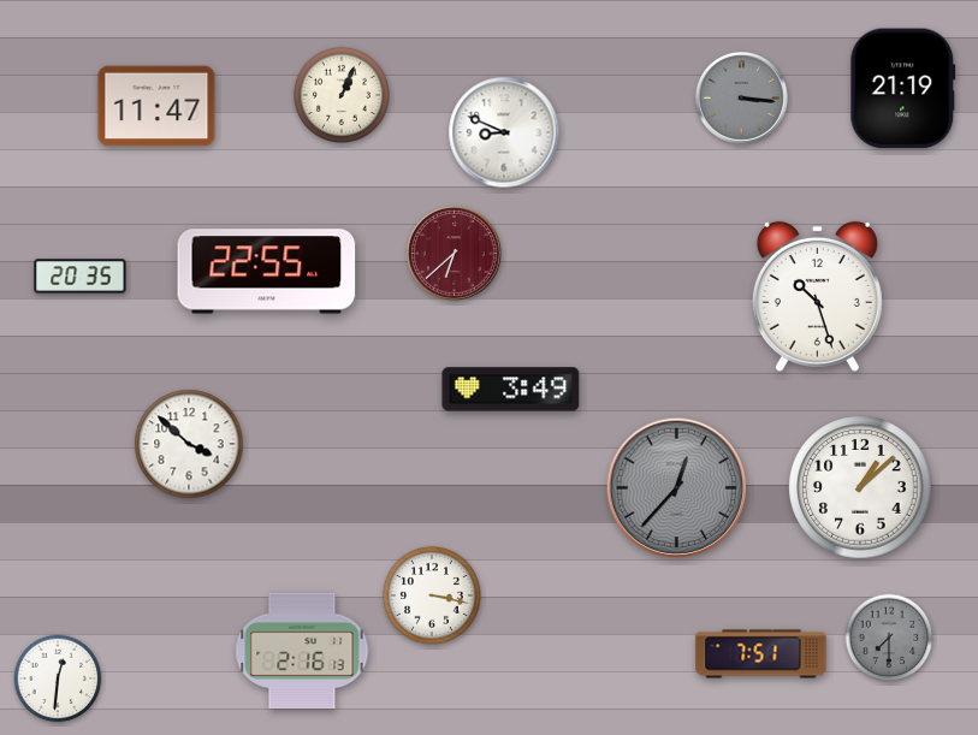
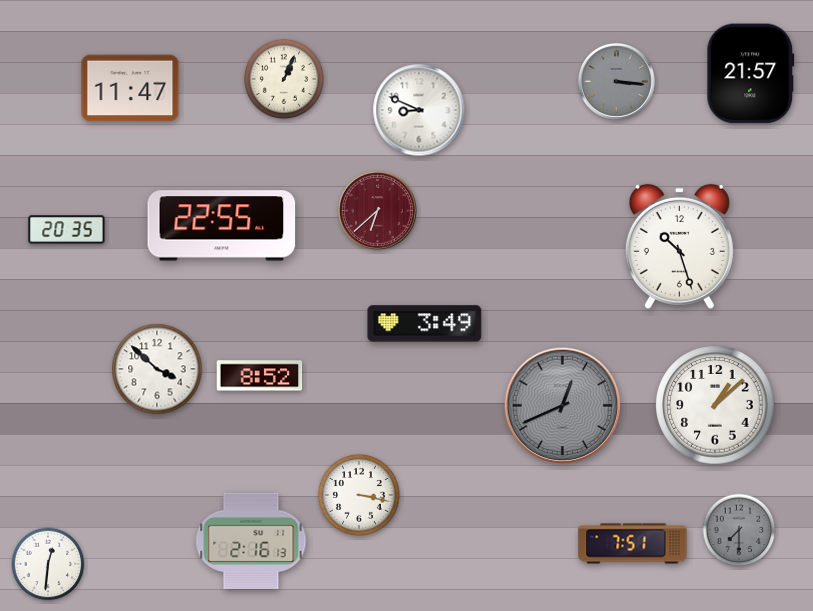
clock at (903, 89): 21:19 -> 21:57
clock at (260, 376): none -> 8:52
clock at (677, 488): 12:37 -> 12:41
